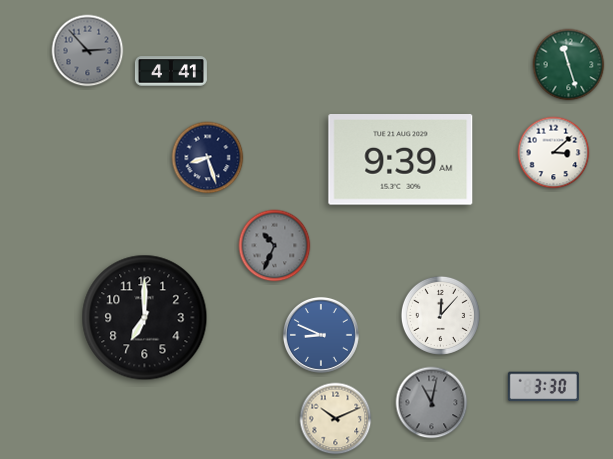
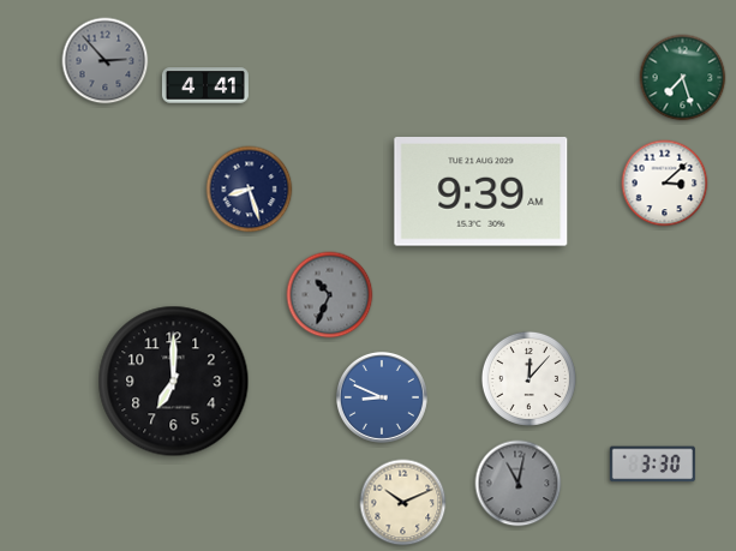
clock at (569, 65): 11:27 -> 7:27
clock at (321, 335) position: (321, 335) -> (382, 397)
